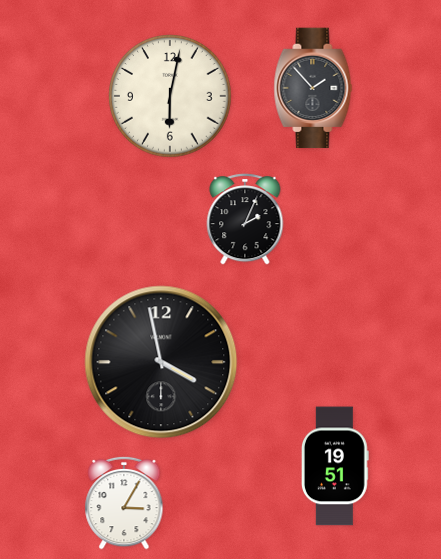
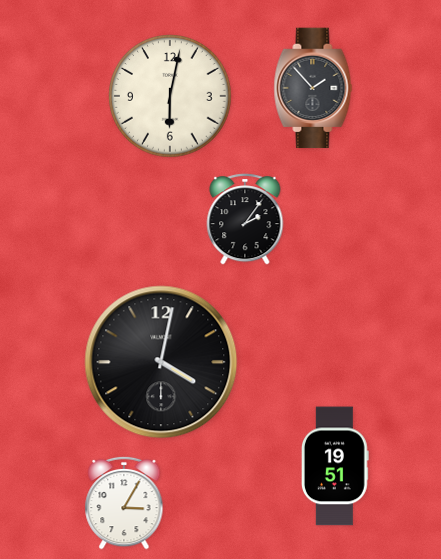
clock at (245, 219): 2:04 -> 2:06
clock at (161, 362): 3:58 -> 4:02
